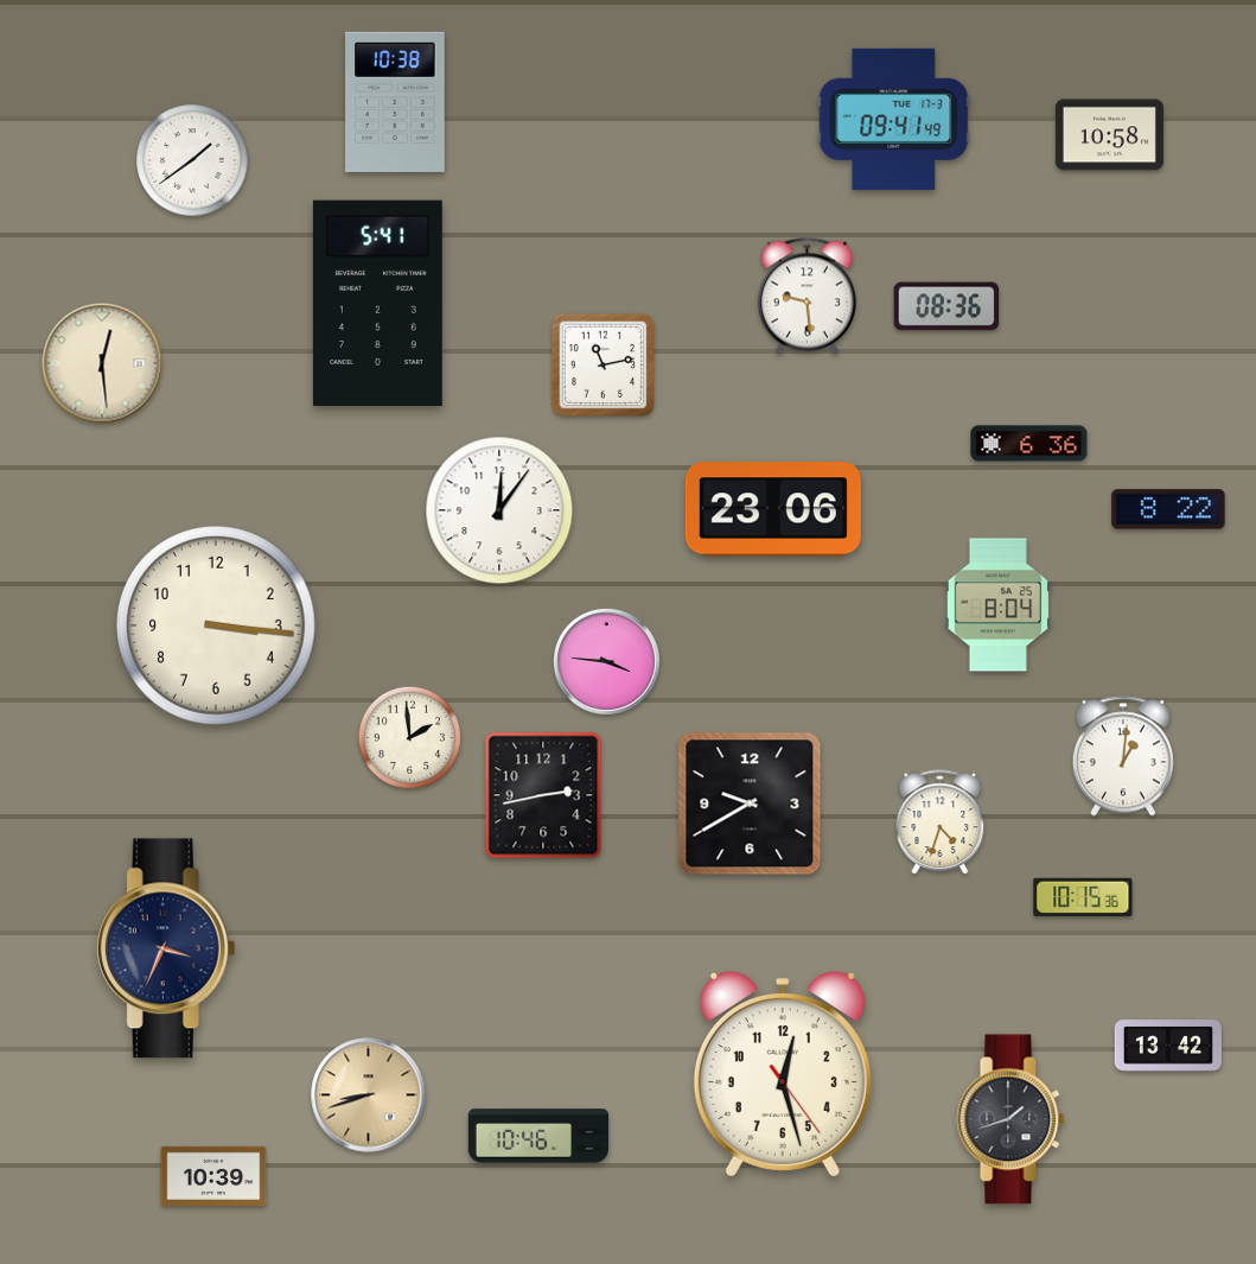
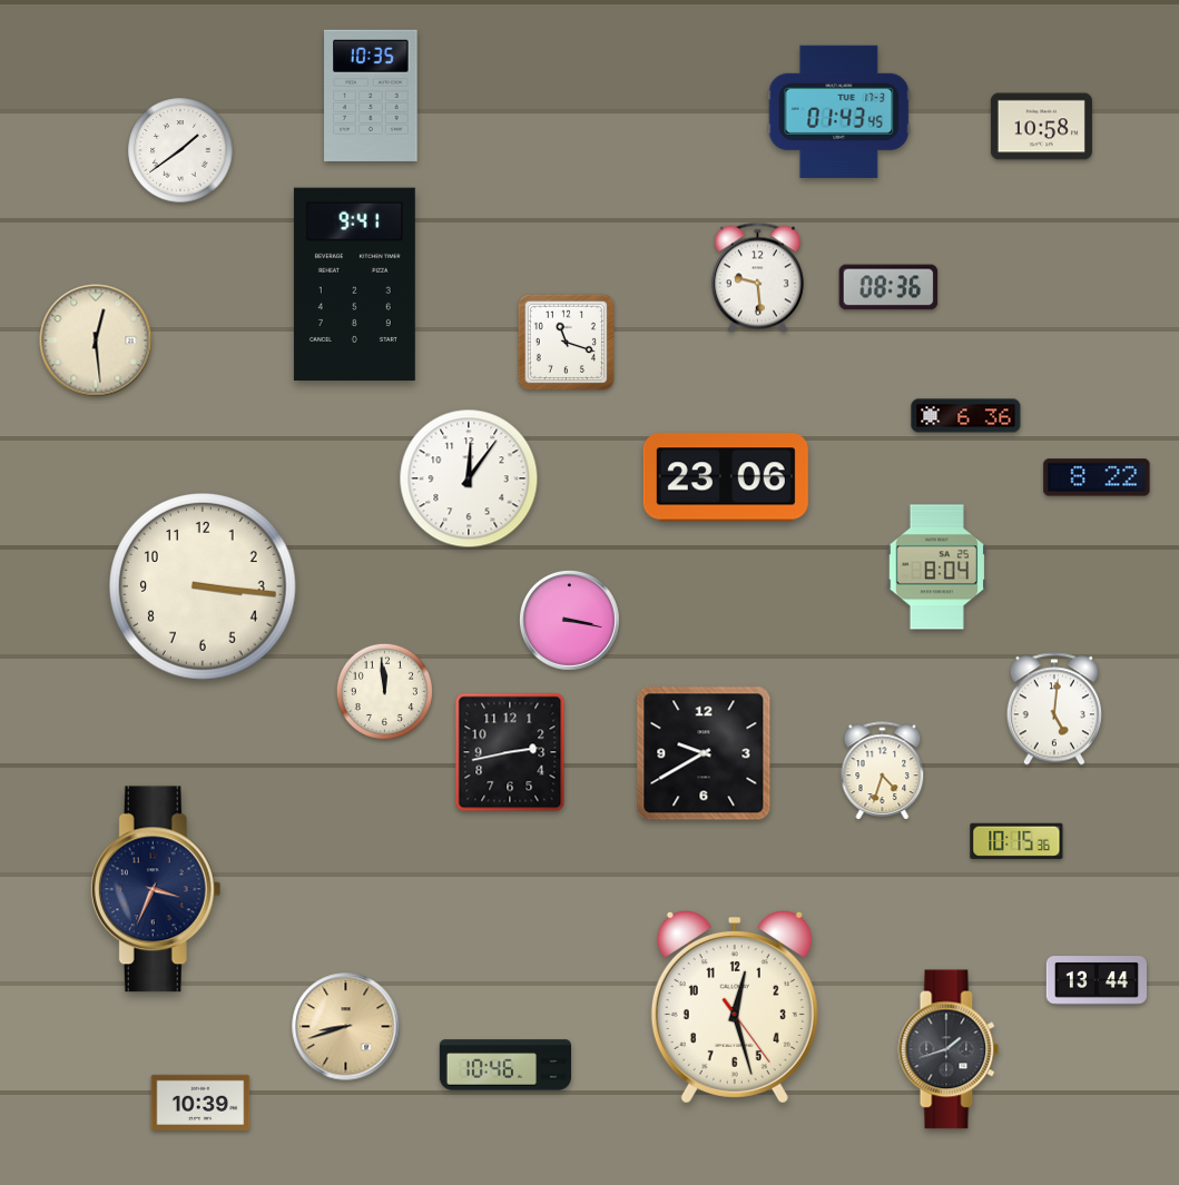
clock at (395, 102): 10:38 -> 10:35
clock at (894, 119): 09:41 -> 01:43
clock at (377, 304): 5:41 -> 9:41
clock at (603, 364): 11:13 -> 11:18
clock at (606, 661): 3:46 -> 3:17
clock at (409, 737): 1:59 -> 11:59
clock at (1123, 756): 1:01 -> 5:01
clock at (543, 795) position: (543, 795) -> (510, 752)
clock at (1167, 1046): 13:42 -> 13:44
